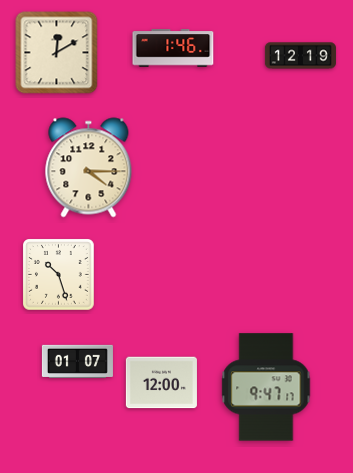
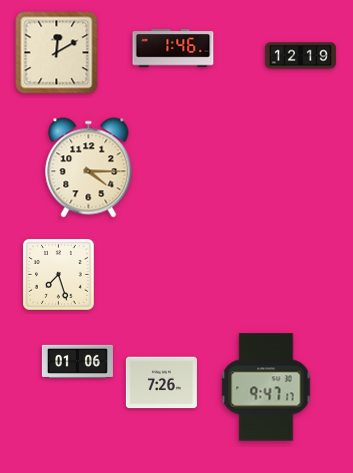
clock at (59, 275): 10:27 -> 7:27
clock at (77, 361): 01:07 -> 01:06
clock at (161, 383): 12:00 -> 7:26
